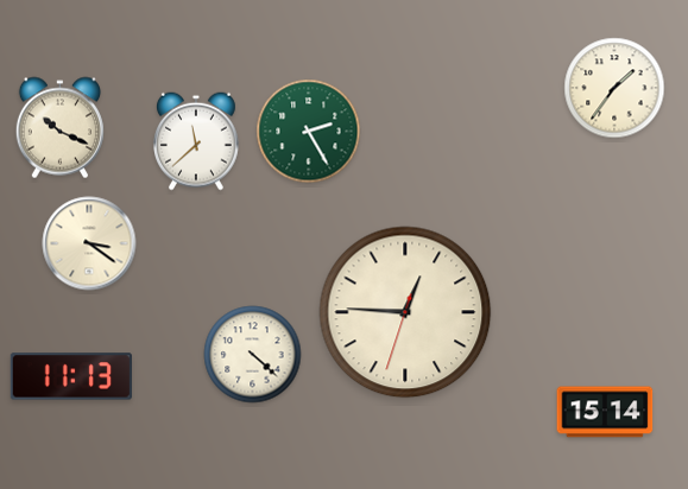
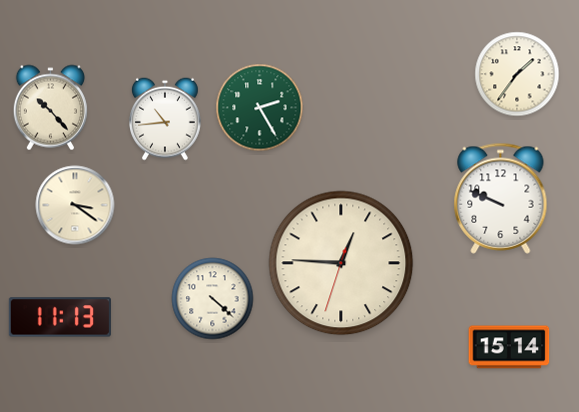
clock at (59, 128): 10:19 -> 10:23
clock at (309, 132) position: (309, 132) -> (260, 108)
clock at (197, 141): 11:38 -> 10:44
clock at (501, 198): none -> 9:49
